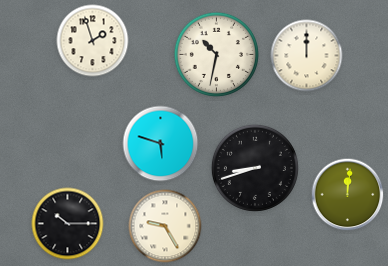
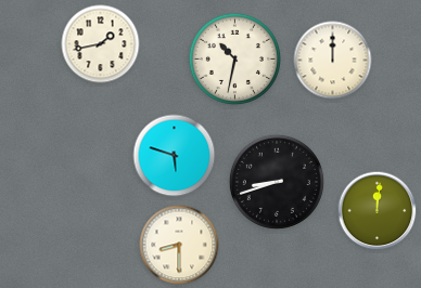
clock at (93, 41): 1:57 -> 1:43
clock at (68, 224): 10:15 -> none
clock at (165, 226): 9:25 -> 8:30
